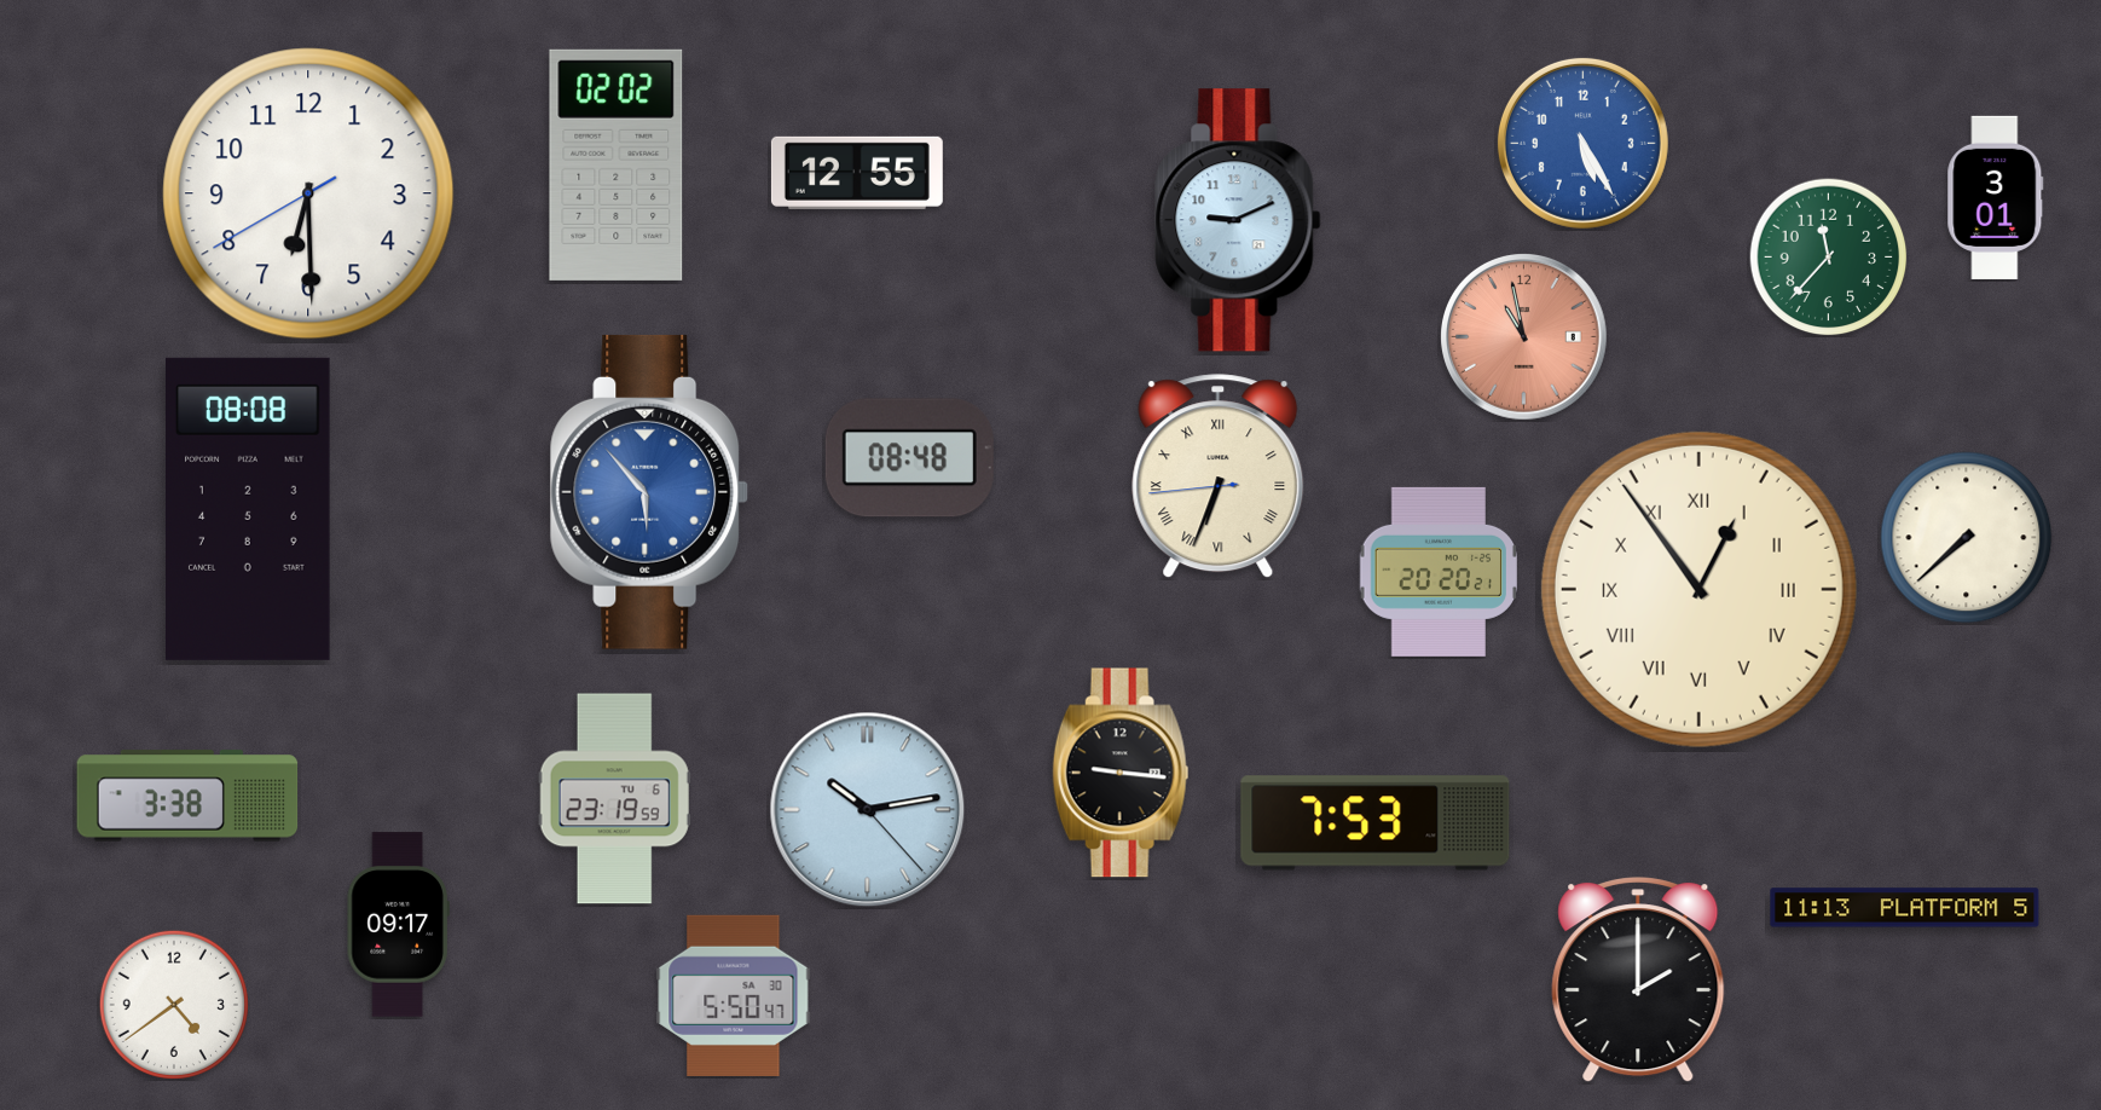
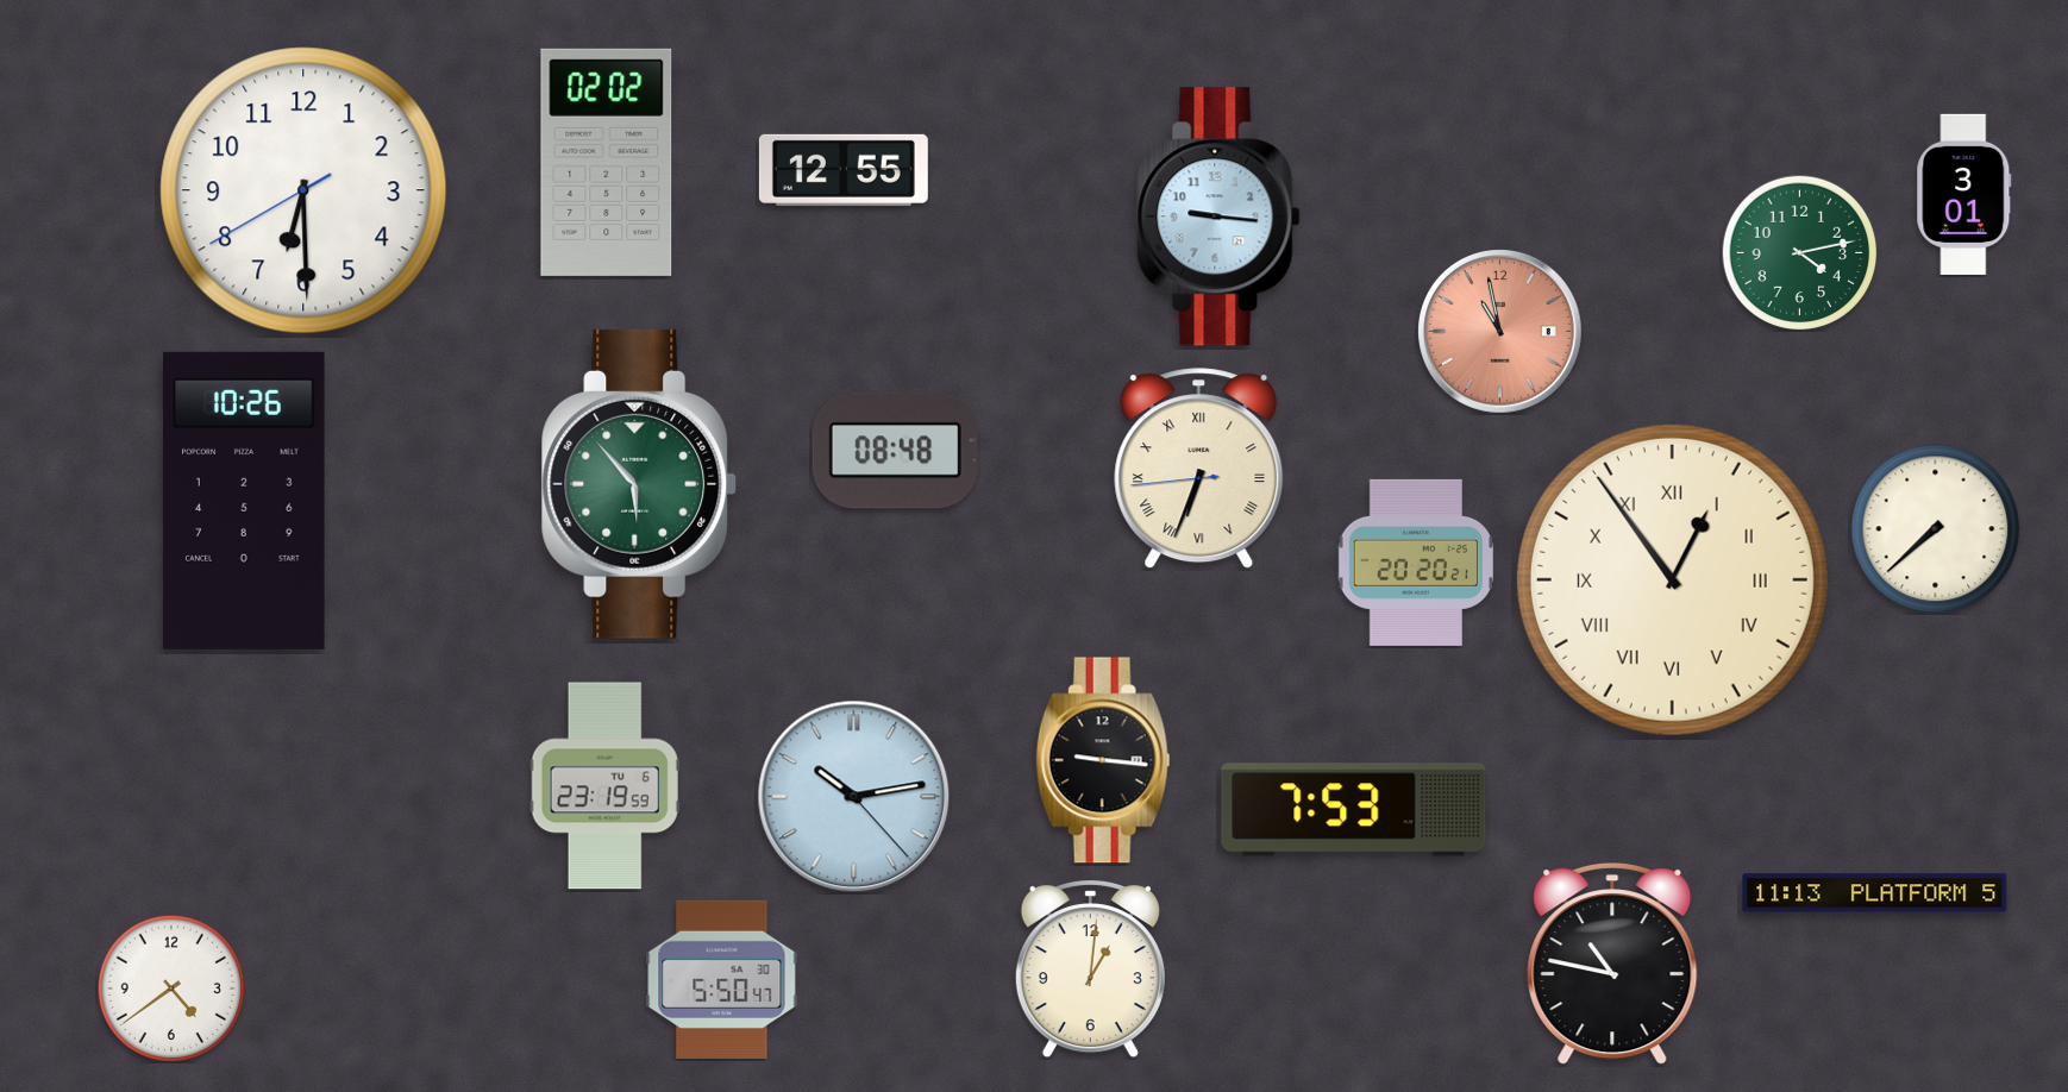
clock at (1582, 143): 5:25 -> none
clock at (1238, 220): 9:11 -> 9:16
clock at (1829, 258): 11:37 -> 4:13
clock at (649, 492) dial: blue -> green
clock at (249, 509): 08:08 -> 10:26
clock at (187, 796): 3:38 -> none
clock at (398, 925): 09:17 -> none
clock at (1638, 981): 2:00 -> 10:47
clock at (1090, 969): none -> 1:01
